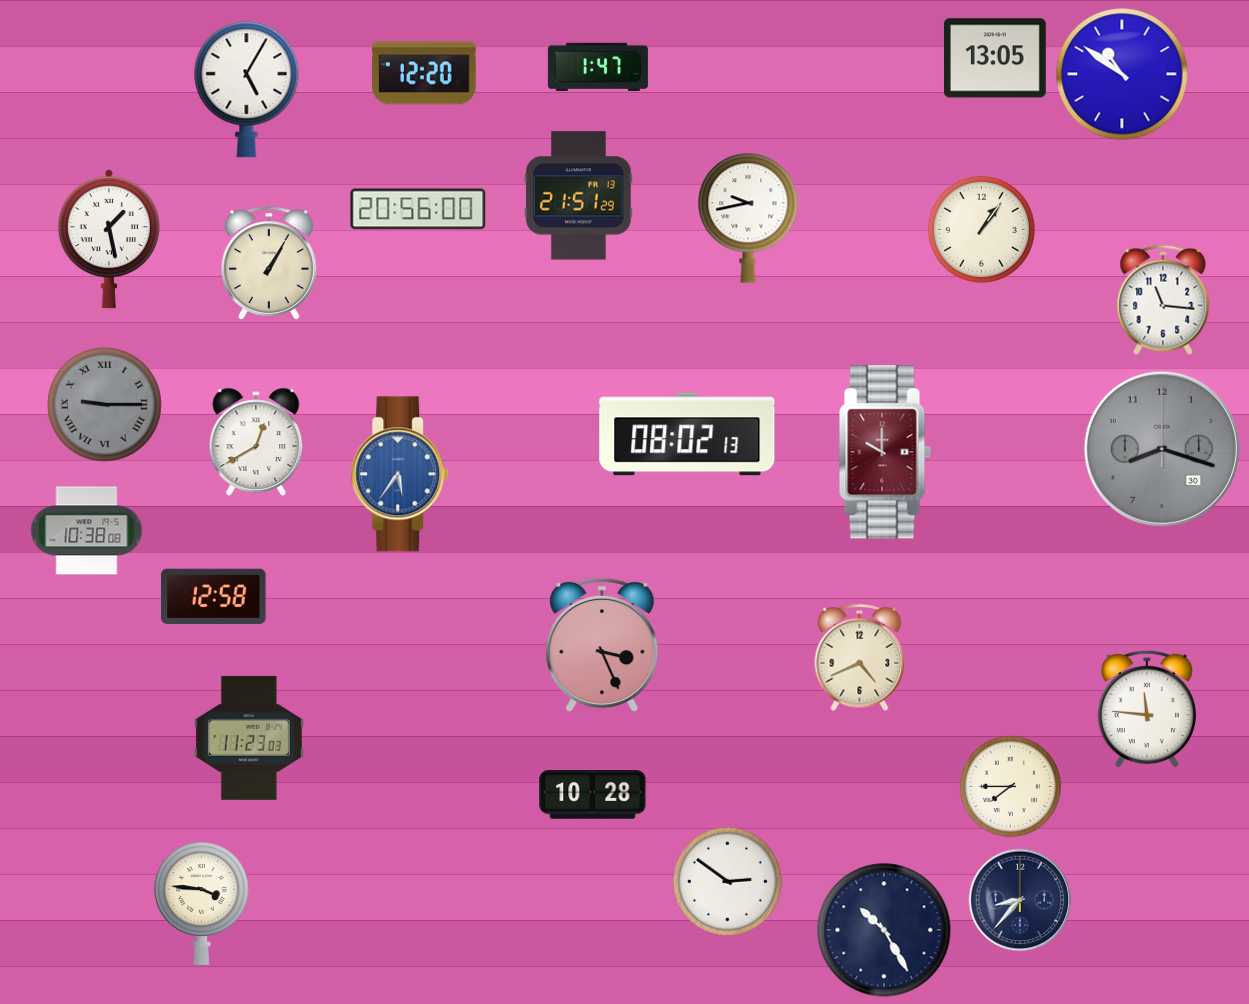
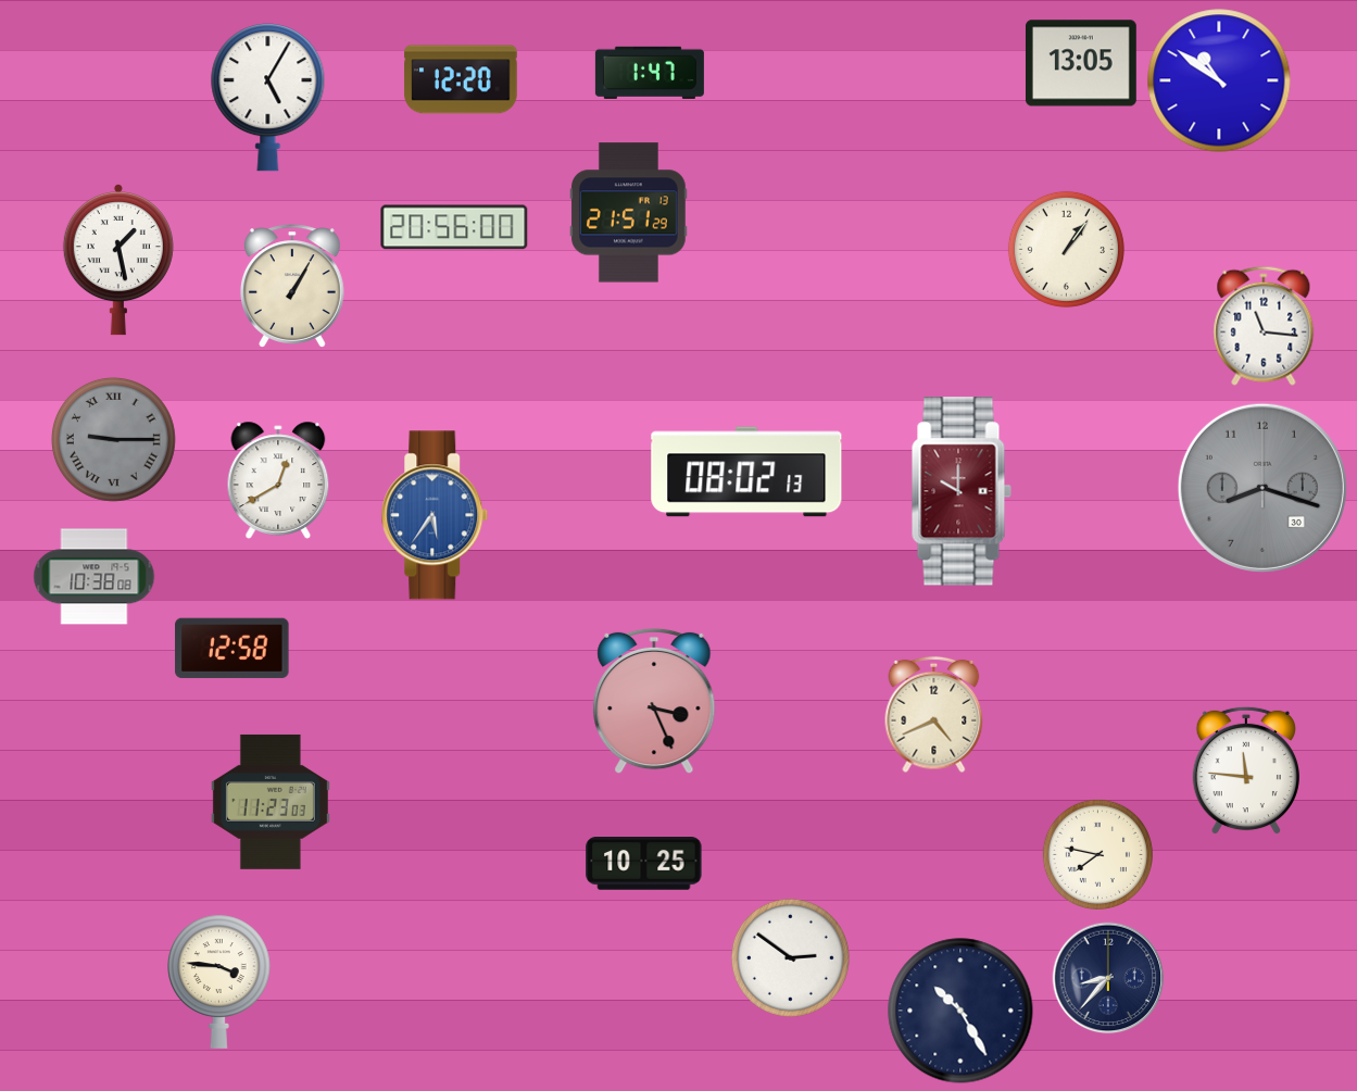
clock at (748, 218): 9:43 -> none
clock at (1010, 786): 7:45 -> 7:47
clock at (593, 795): 10:28 -> 10:25
